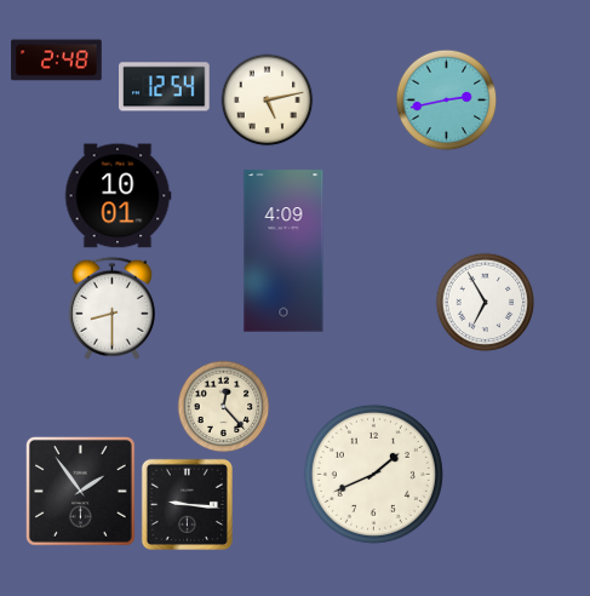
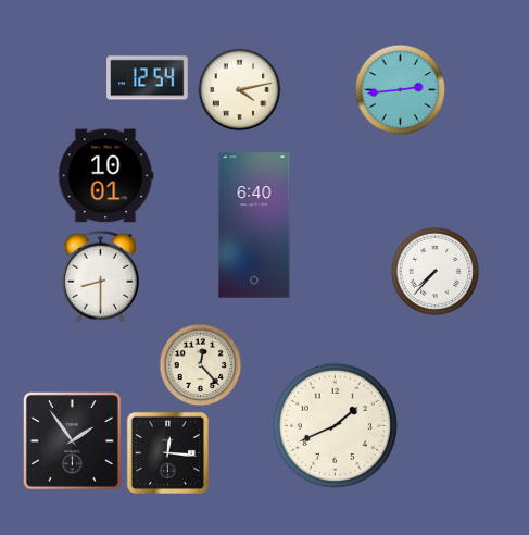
clock at (57, 61): 2:48 -> none
clock at (268, 101): 5:13 -> 4:13
clock at (447, 101): 2:43 -> 2:44
clock at (283, 251): 4:09 -> 6:40
clock at (486, 303): 6:55 -> 7:37
clock at (187, 504): 9:16 -> 12:16
